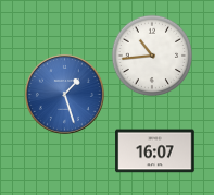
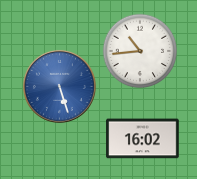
clock at (64, 94): 1:27 -> 5:27
clock at (155, 151): 16:07 -> 16:02
